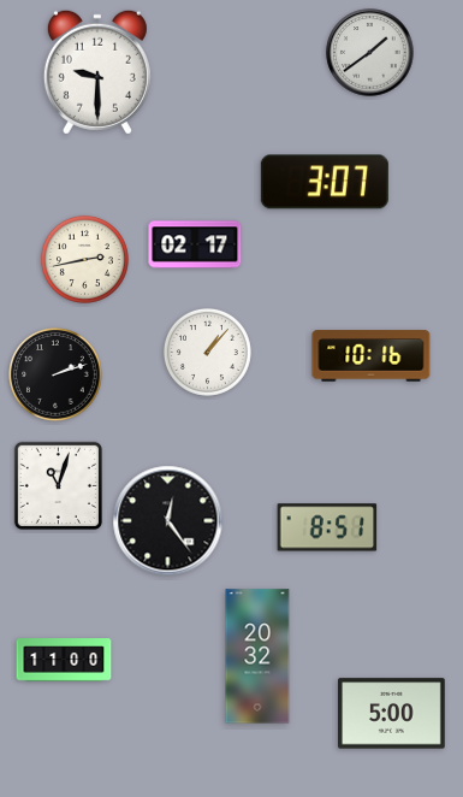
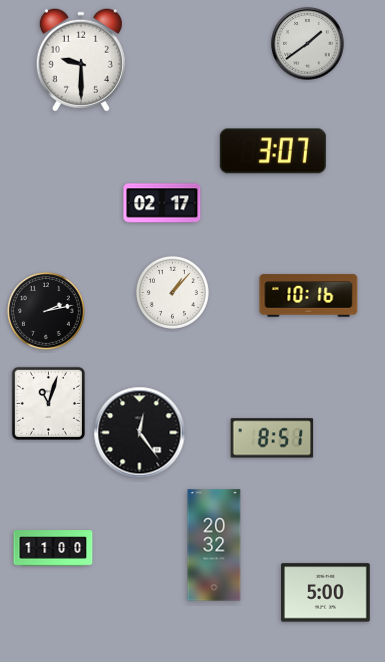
clock at (325, 182) position: (325, 182) -> (273, 151)
clock at (84, 259): 2:43 -> none
clock at (57, 376): 2:12 -> 2:13
